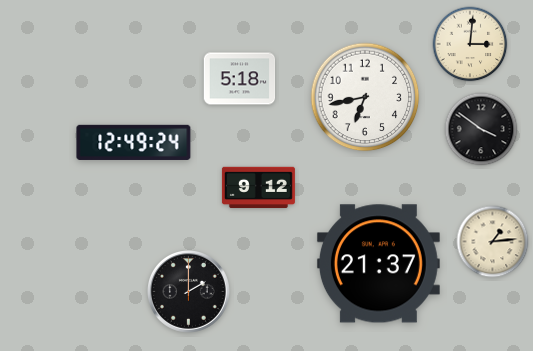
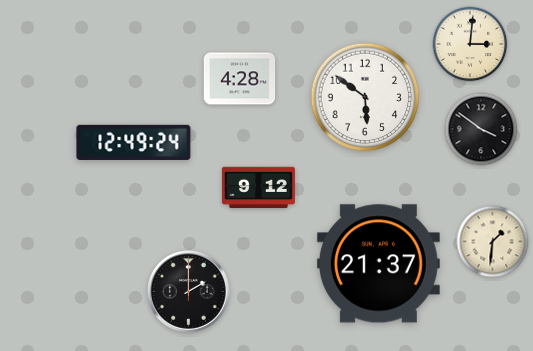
clock at (240, 79): 5:18 -> 4:28
clock at (365, 97): 6:43 -> 5:51
clock at (493, 242): 1:14 -> 1:31
